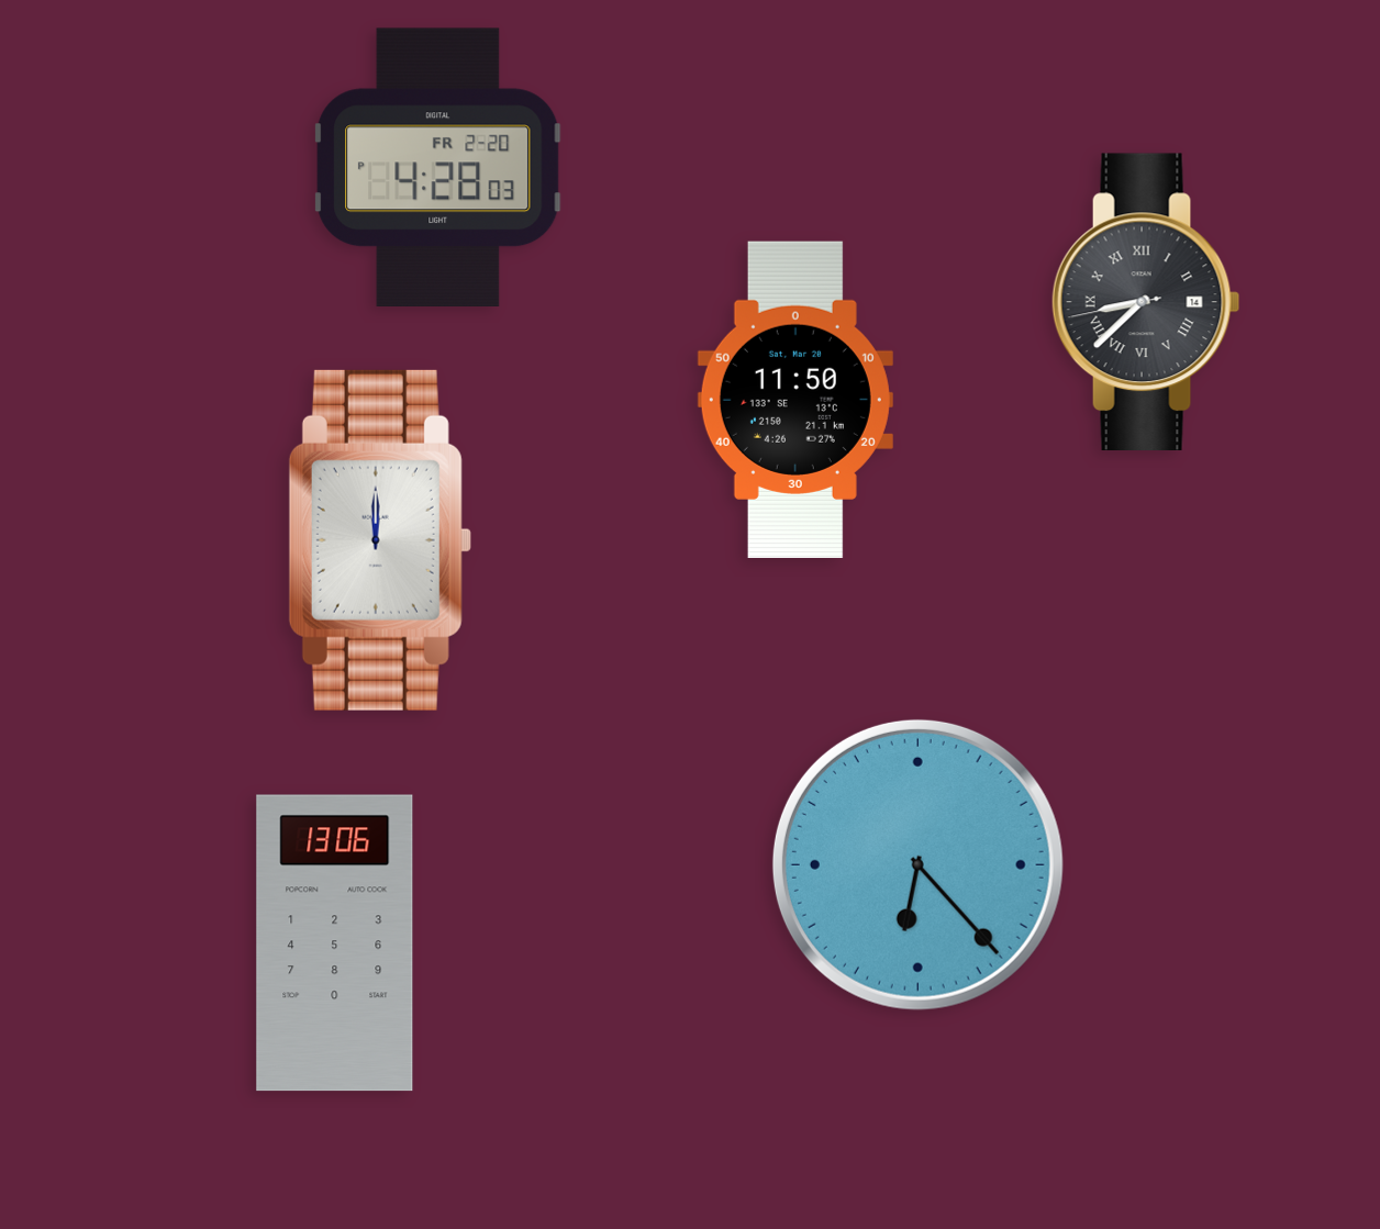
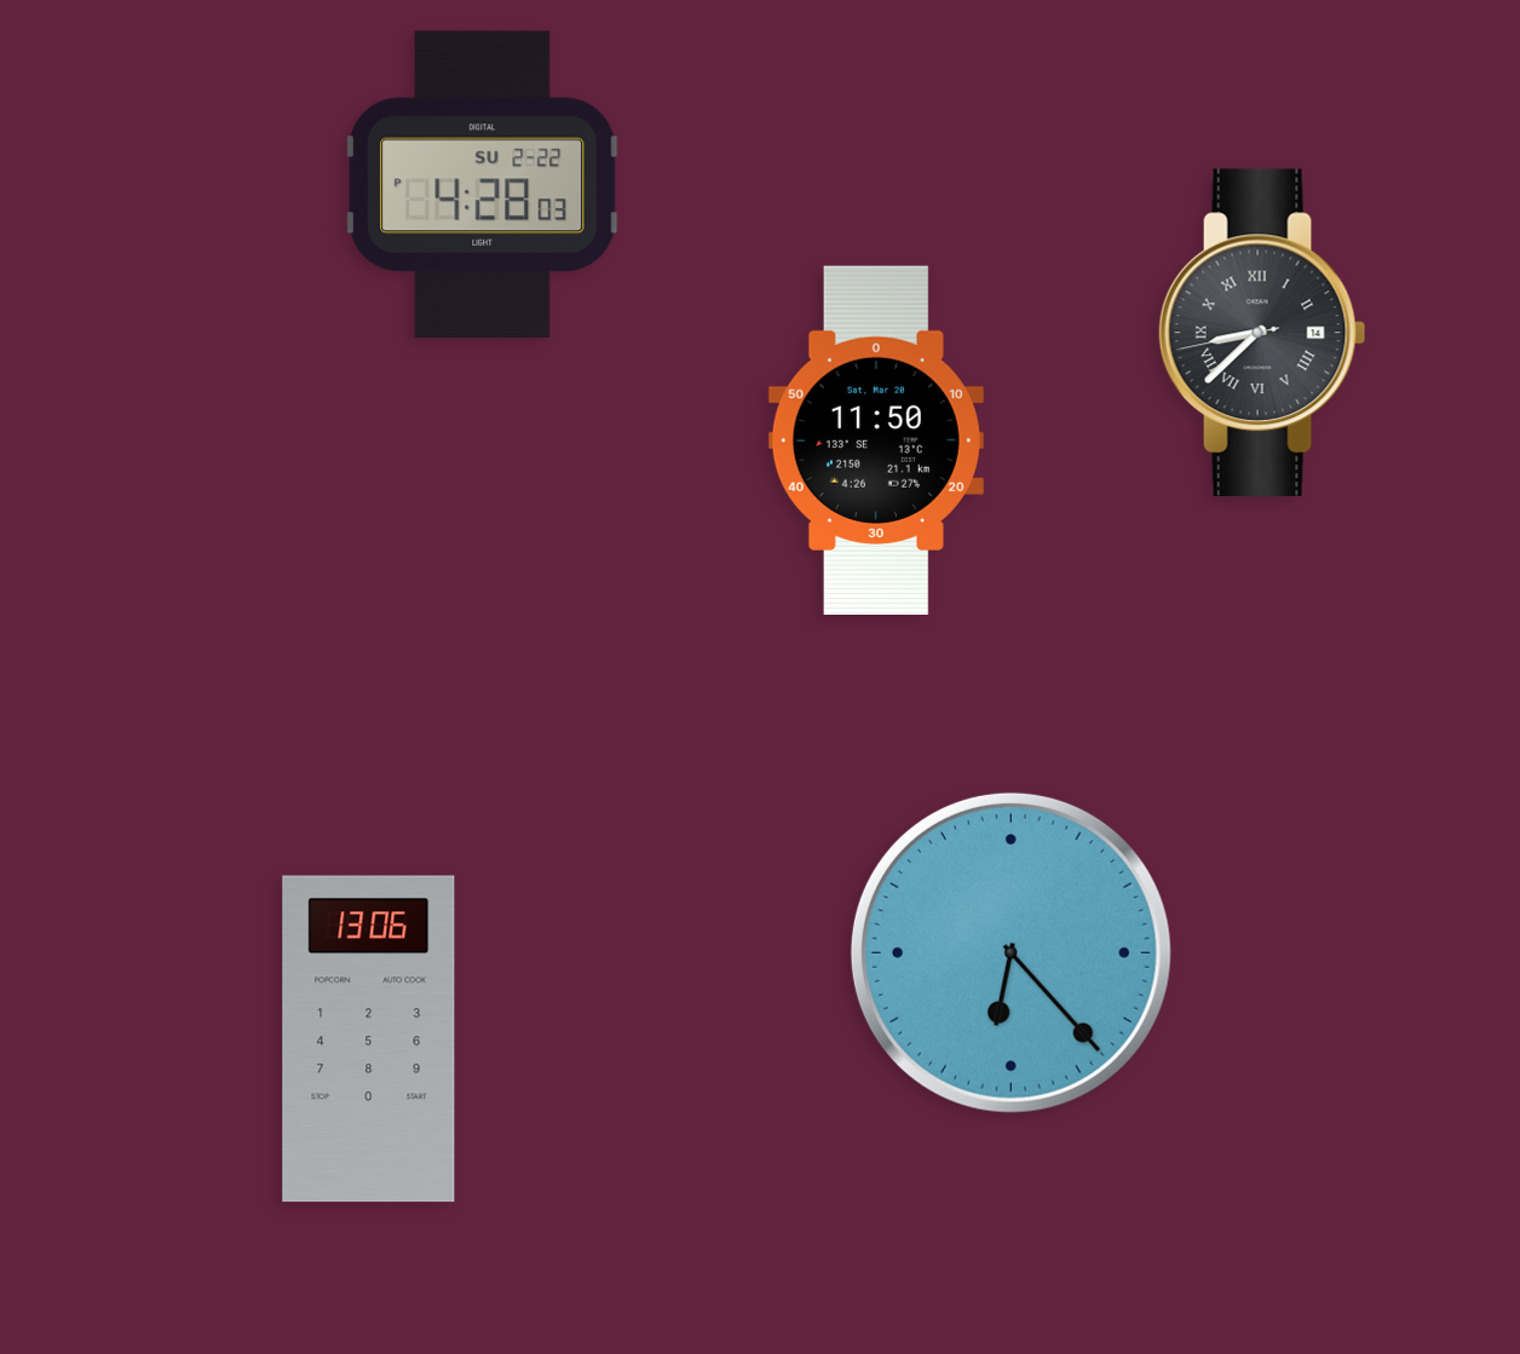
clock at (438, 167) date: FR 2-20 -> SU 2-22
clock at (380, 540): 12:00 -> none
